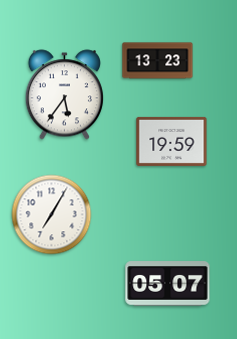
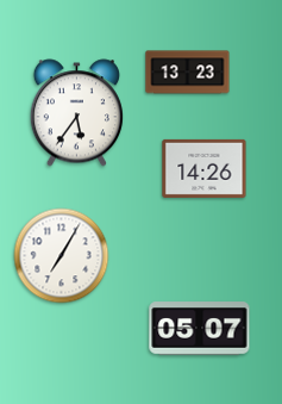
clock at (172, 141): 19:59 -> 14:26
clock at (168, 284) position: (168, 284) -> (200, 329)
